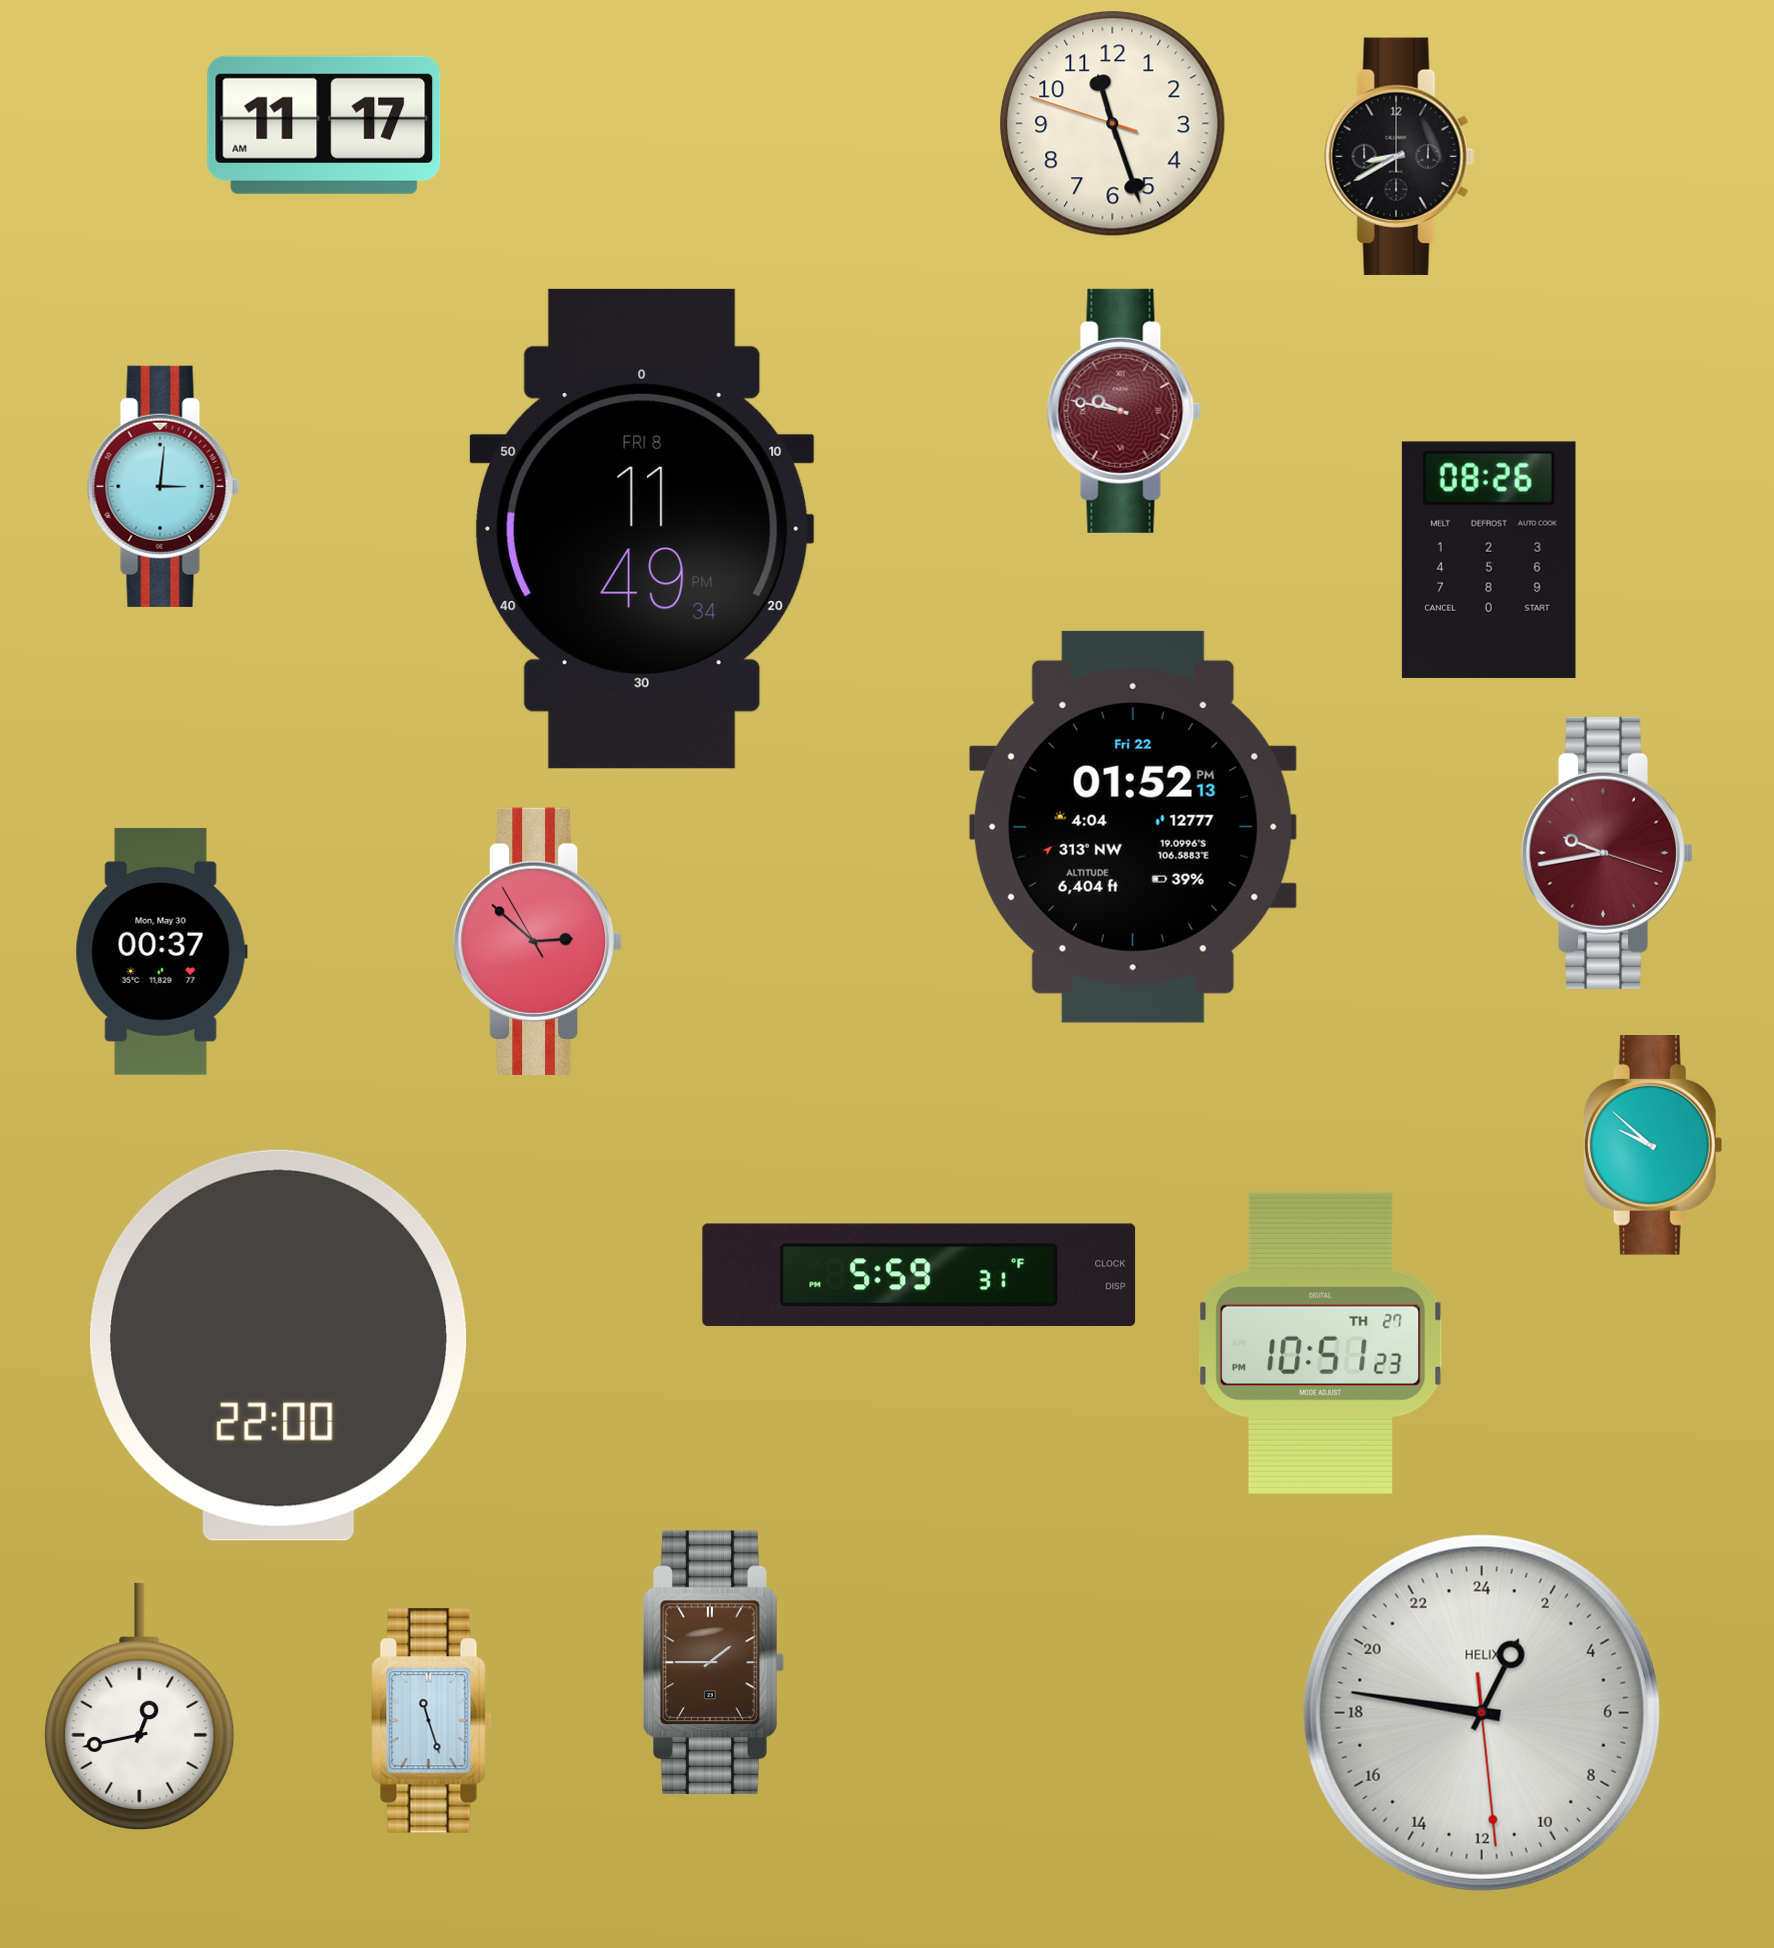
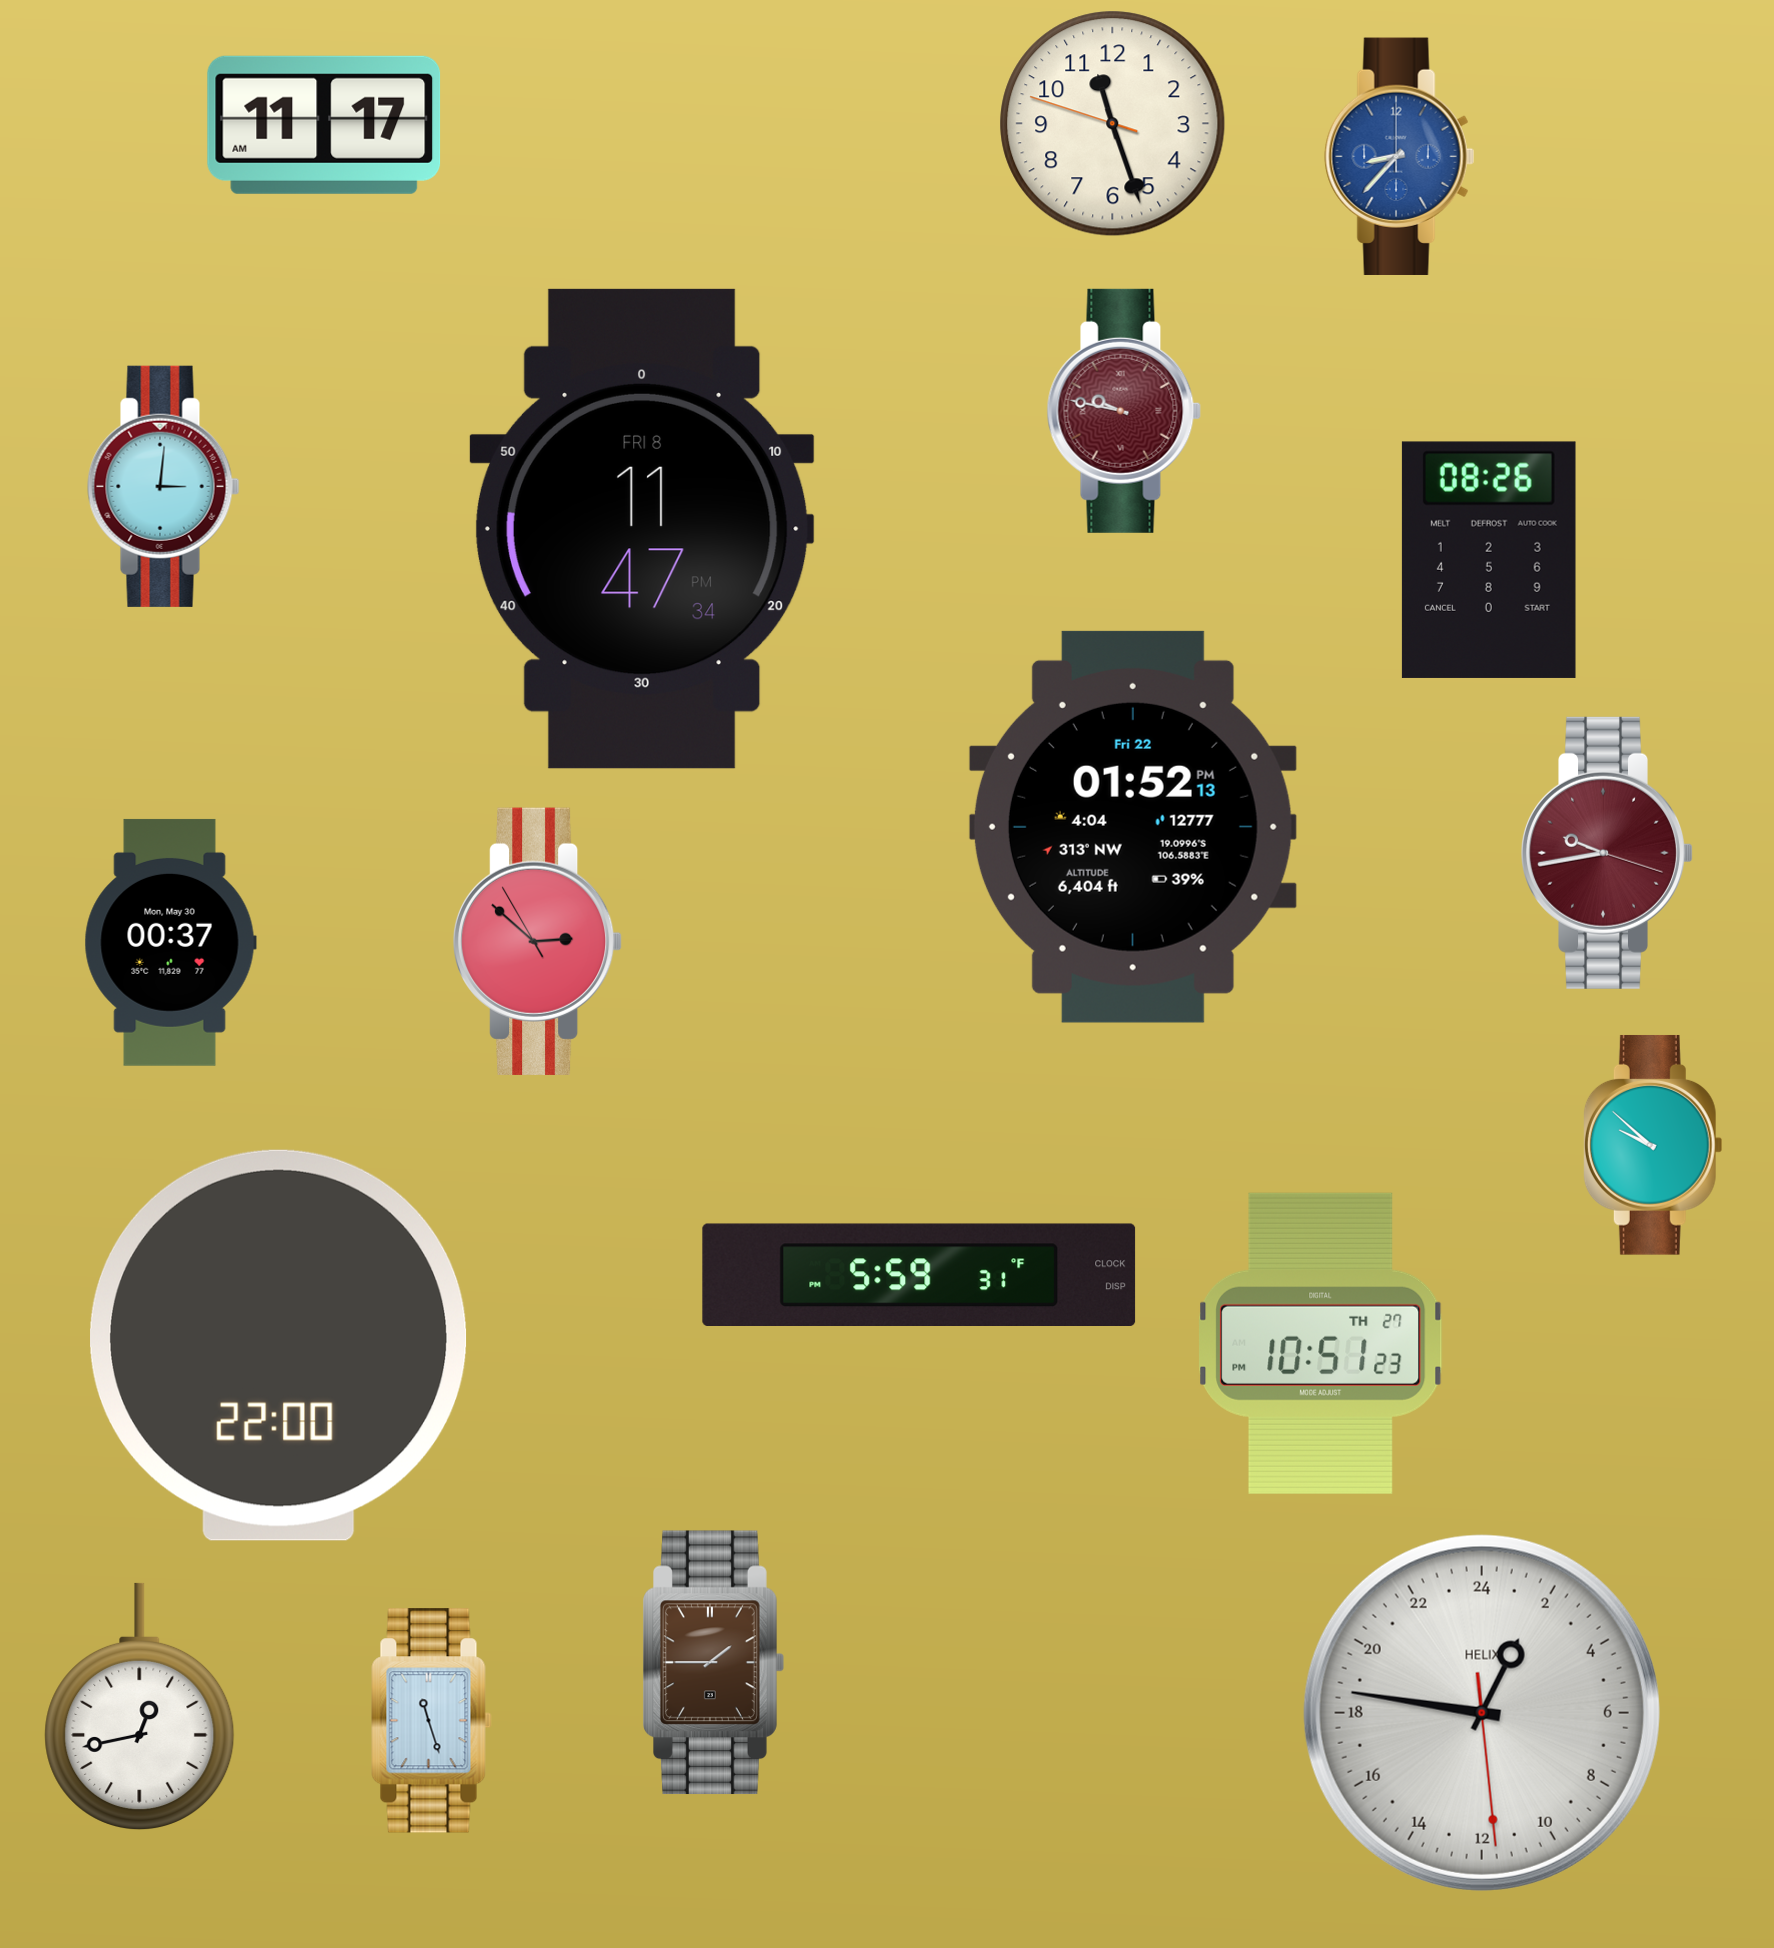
clock at (1400, 156): 8:40 -> 8:37
clock at (1400, 156) dial: black -> blue
clock at (642, 529): 11:49 -> 11:47
clock at (161, 951) position: (161, 951) -> (170, 942)
